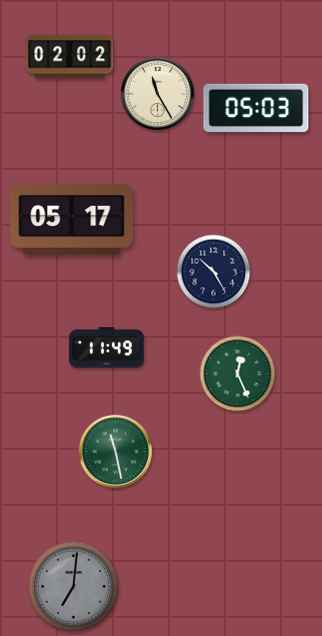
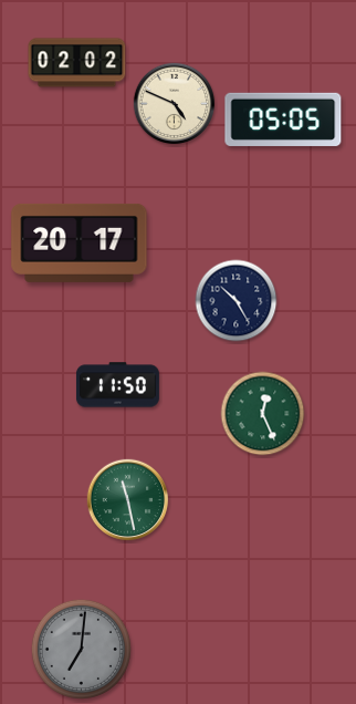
clock at (158, 94): 11:25 -> 4:49
clock at (256, 108): 05:03 -> 05:05
clock at (72, 219): 05:17 -> 20:17
clock at (106, 348): 11:49 -> 11:50
